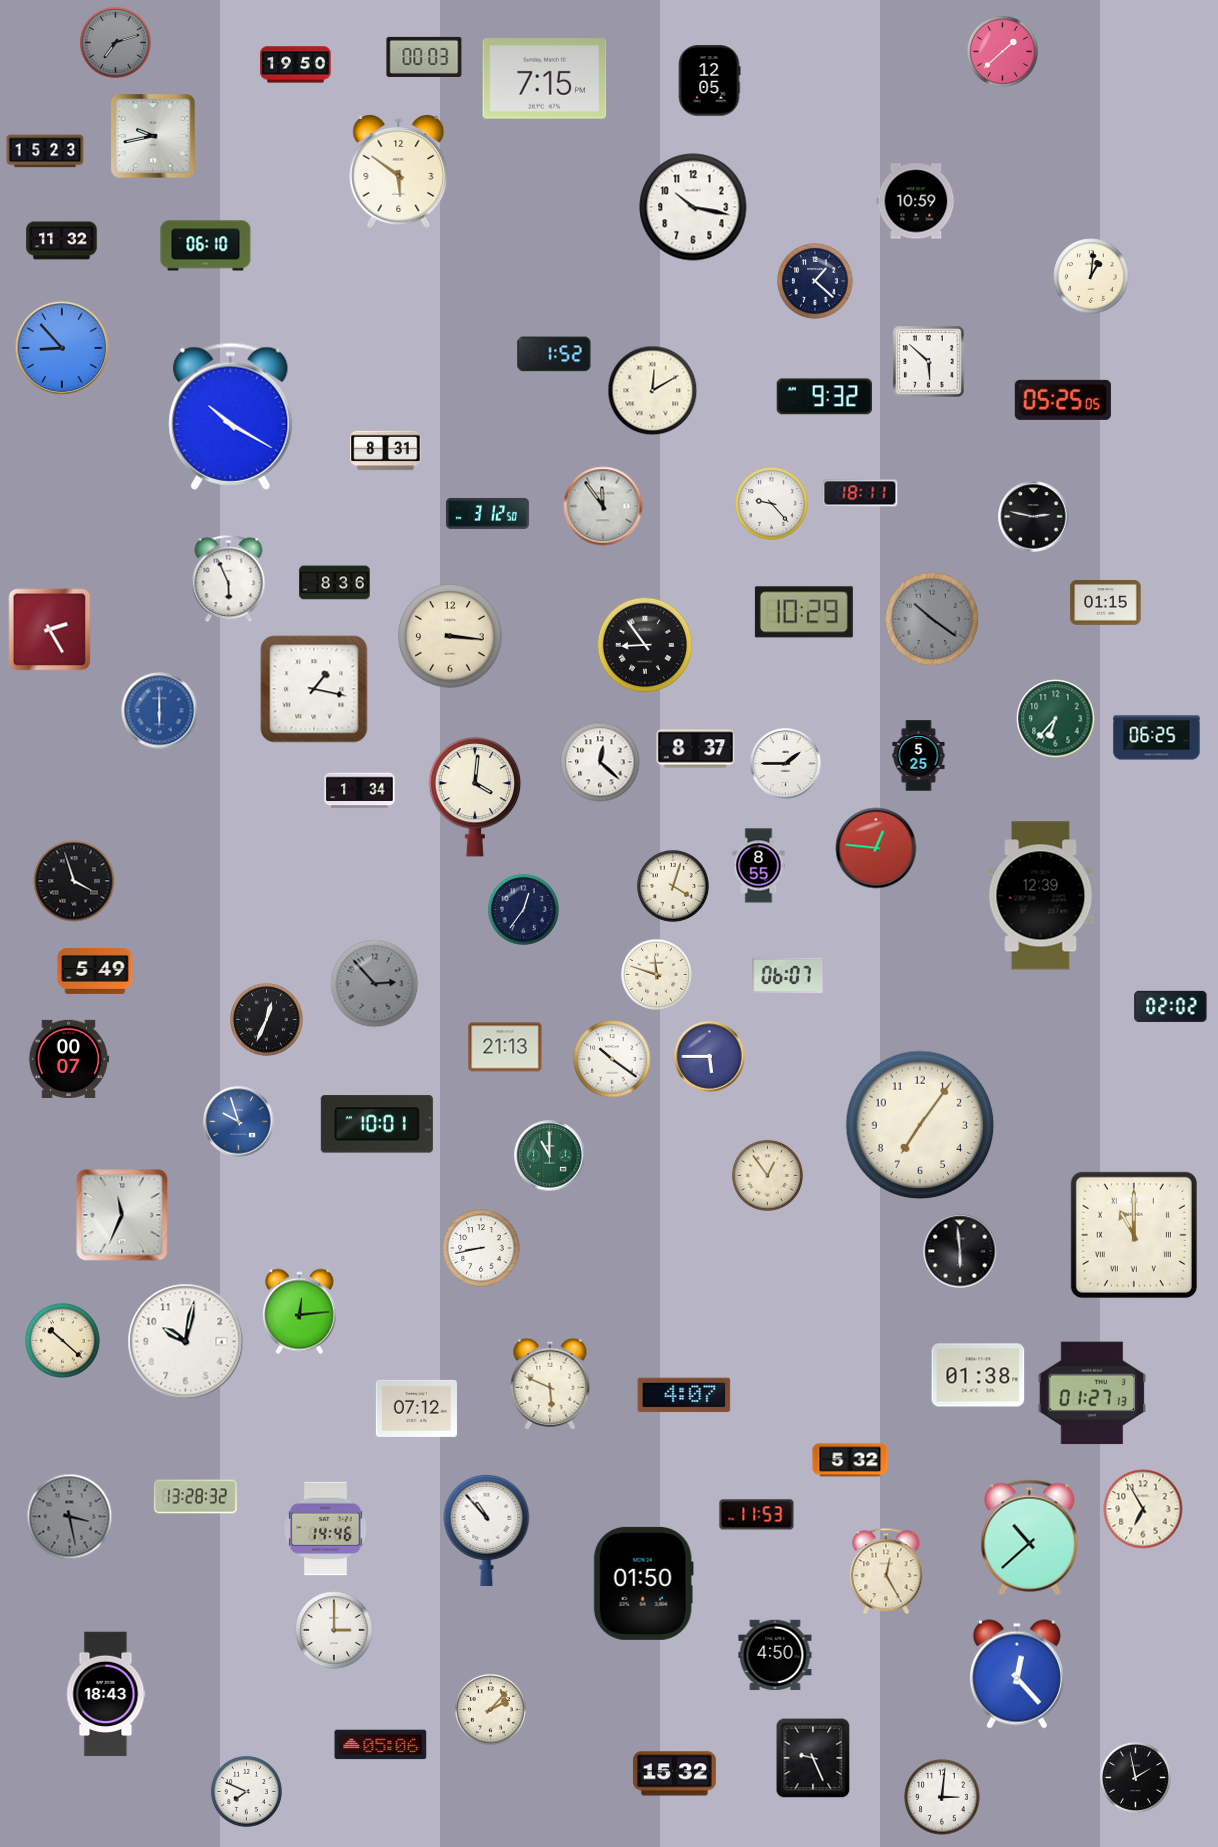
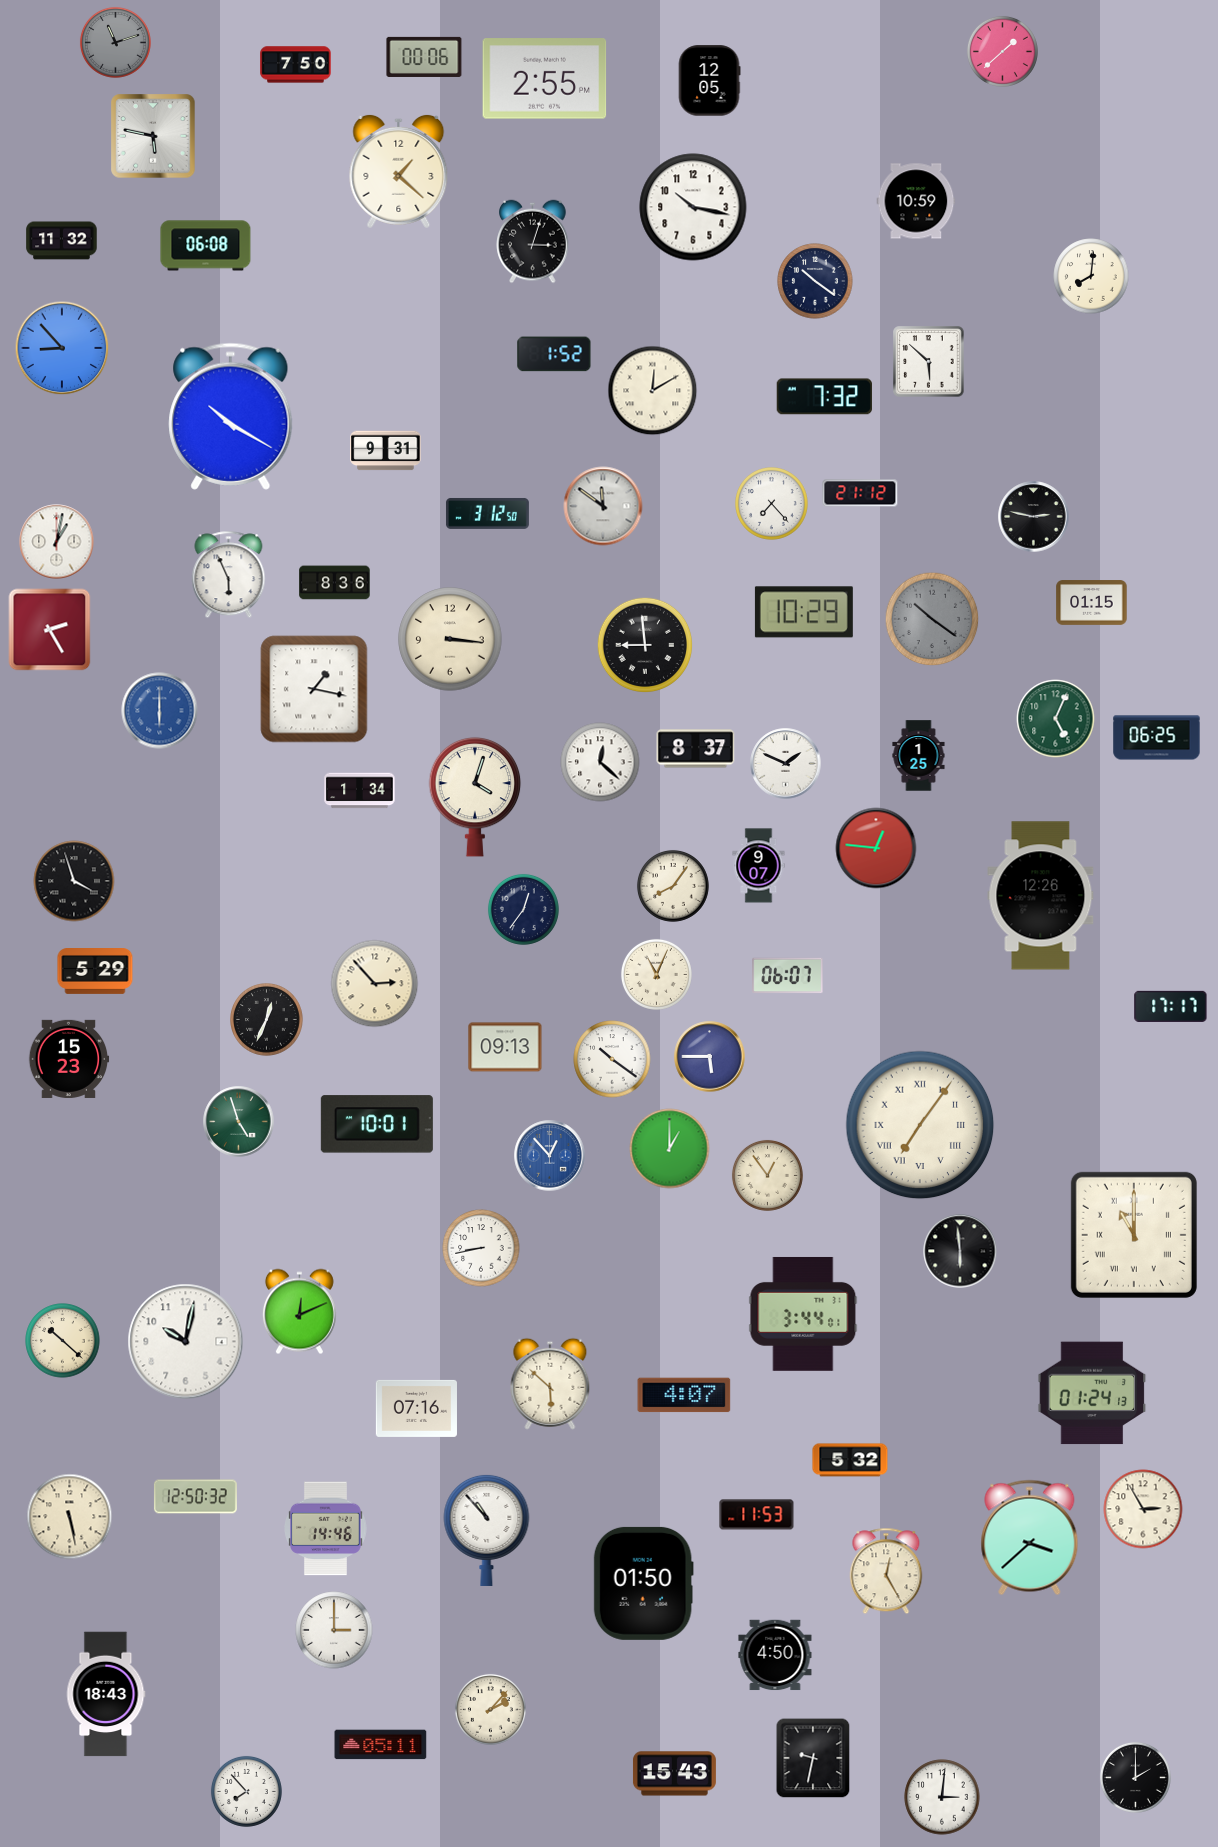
clock at (115, 42): 7:12 -> 11:12
clock at (424, 57): 00:03 -> 00:06
clock at (296, 65): 19:50 -> 7:50
clock at (545, 79): 7:15 -> 2:55
clock at (153, 136): 9:43 -> 5:47
clock at (45, 151): 15:23 -> none
clock at (399, 171): 5:51 -> 1:22
clock at (533, 242): none -> 3:03
clock at (206, 246): 06:10 -> 06:08
clock at (1091, 276): 1:01 -> 8:01
clock at (815, 281): 1:22 -> 10:21
clock at (824, 397): 9:32 -> 7:32
clock at (1063, 400): 05:25 -> none
clock at (386, 451): 8:31 -> 9:31
clock at (860, 493): 18:11 -> 21:12
clock at (772, 504): 9:23 -> 7:23
clock at (603, 506): 11:54 -> 11:51
clock at (57, 542): none -> 1:02
clock at (229, 579) position: (229, 579) -> (229, 575)
clock at (1106, 603) position: (1106, 603) -> (1092, 603)
clock at (450, 636) position: (450, 636) -> (450, 639)
clock at (645, 645): 8:54 -> 8:59
clock at (1056, 719): 6:37 -> 5:04
clock at (919, 756): 5:25 -> 1:25
clock at (786, 764): 1:45 -> 1:49
clock at (475, 797): 4:01 -> 4:03
clock at (759, 866): 8:55 -> 9:07
clock at (673, 886): 4:03 -> 8:06
clock at (1041, 896): 12:39 -> 12:26
clock at (95, 972): 5:49 -> 5:29
clock at (656, 974): 11:48 -> 11:04
clock at (375, 984) dial: grey -> cream
clock at (1171, 1006): 02:02 -> 17:17
clock at (505, 1047): 21:13 -> 09:13
clock at (69, 1059): 00:07 -> 15:23
clock at (239, 1122): 9:57 -> 4:57
clock at (239, 1122) dial: blue -> green
clock at (920, 1125) numerals: Arabic -> Roman
clock at (670, 1149): none -> 1:00
clock at (550, 1156): 11:00 -> 12:53
clock at (550, 1156) dial: green -> blue
clock at (122, 1215): 11:34 -> none
clock at (299, 1312): 12:14 -> 12:11
clock at (803, 1314): none -> 3:44
clock at (978, 1375): 01:38 -> none
clock at (550, 1384): 5:49 -> 5:52
clock at (1092, 1393): 01:27 -> 01:24
clock at (416, 1408): 07:12 -> 07:16
clock at (195, 1497): 13:28 -> 12:50
clock at (1143, 1509): 6:55 -> 2:55
clock at (70, 1517): 3:28 -> 5:28
clock at (70, 1517) dial: grey -> cream
clock at (1030, 1538): 10:38 -> 3:38
clock at (1017, 1674): 12:23 -> none
clock at (381, 1745): 05:06 -> 05:11
clock at (813, 1758): 9:26 -> 9:32
clock at (674, 1774): 15:32 -> 15:43
clock at (1135, 1777): 1:58 -> 2:00
clock at (246, 1791): 7:49 -> 7:53
